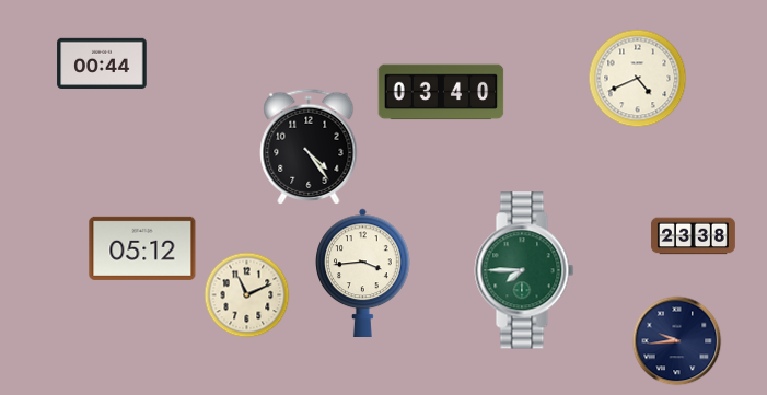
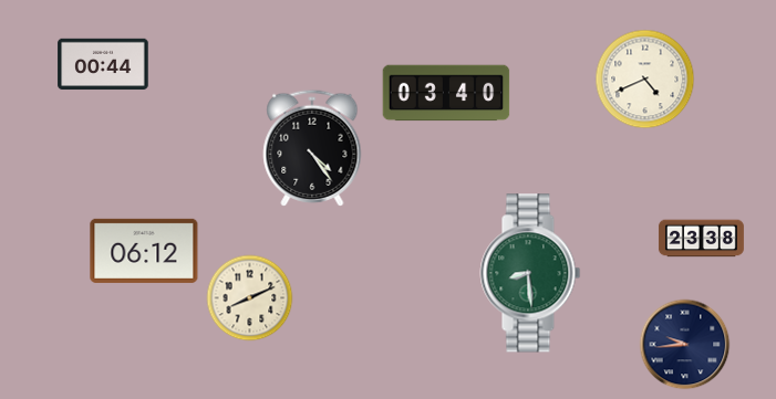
clock at (142, 248): 05:12 -> 06:12
clock at (524, 270): 7:45 -> 8:29
clock at (363, 272): 3:44 -> none
clock at (246, 294): 11:11 -> 8:11
